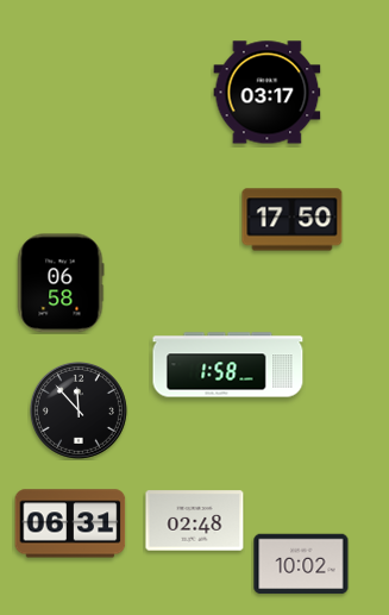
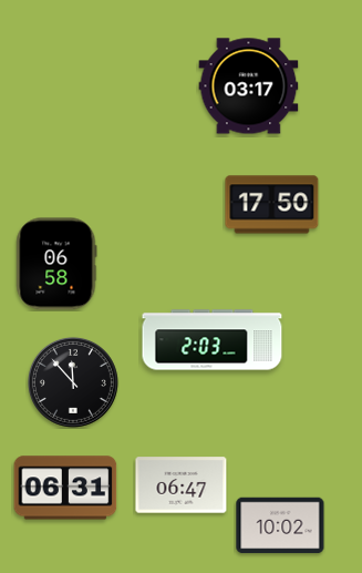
clock at (228, 365): 1:58 -> 2:03
clock at (195, 521): 02:48 -> 06:47
